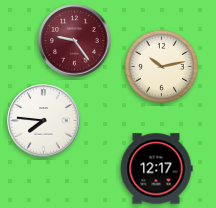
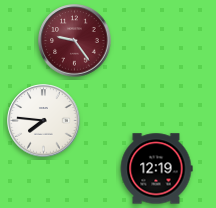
clock at (161, 66): 10:13 -> none
clock at (156, 169): 12:17 -> 12:19
